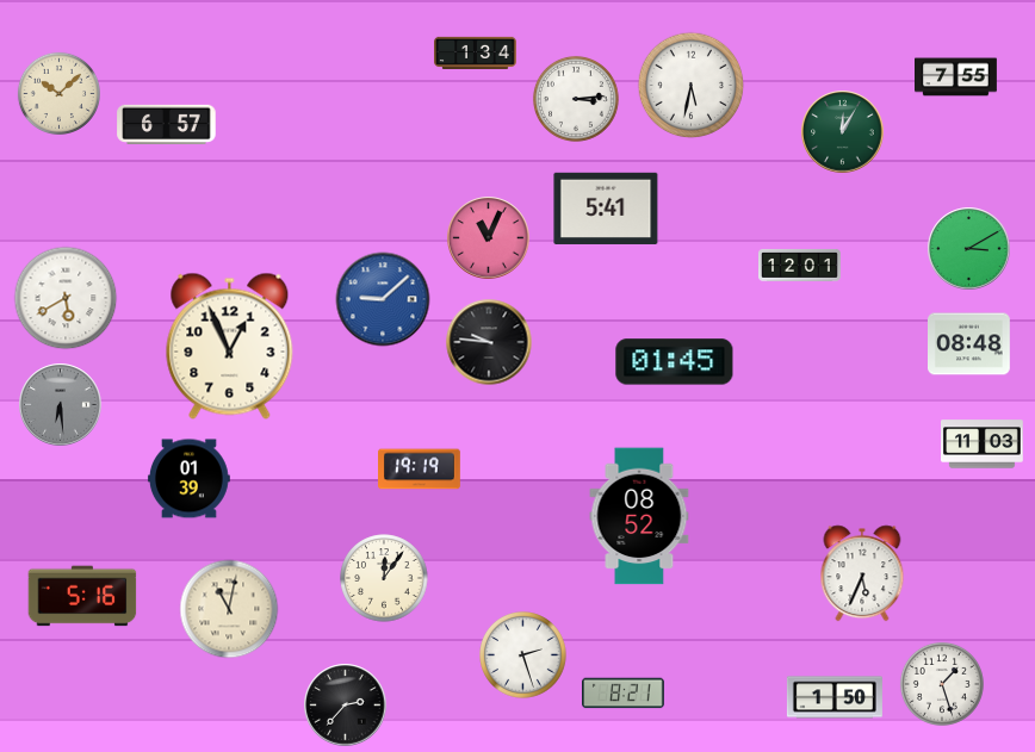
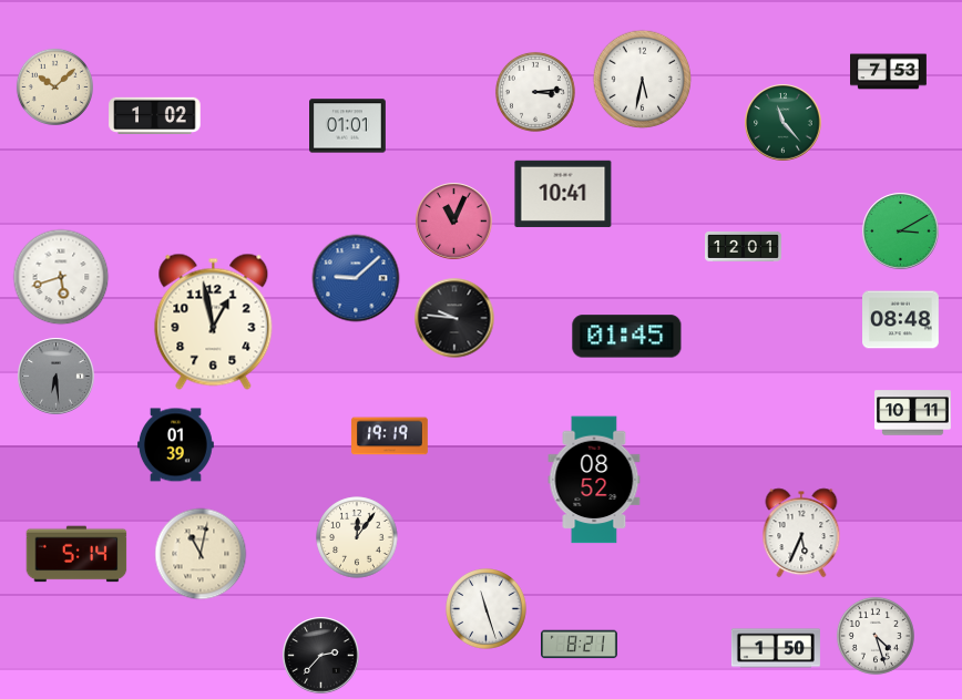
clock at (476, 52): 1:34 -> none
clock at (956, 77): 7:55 -> 7:53
clock at (167, 125): 6:57 -> 1:02
clock at (843, 132): 12:05 -> 11:23
clock at (348, 126): none -> 01:01
clock at (606, 209): 5:41 -> 10:41
clock at (66, 298): 5:40 -> 5:42
clock at (230, 346): 12:56 -> 12:58
clock at (983, 445): 11:03 -> 10:11
clock at (82, 596): 5:16 -> 5:14
clock at (229, 609) position: (229, 609) -> (201, 554)
clock at (523, 655): 2:27 -> 11:27
clock at (942, 684): 1:27 -> 4:27
